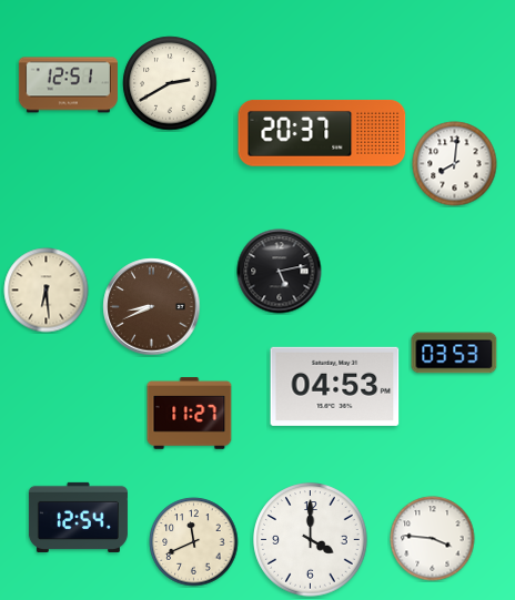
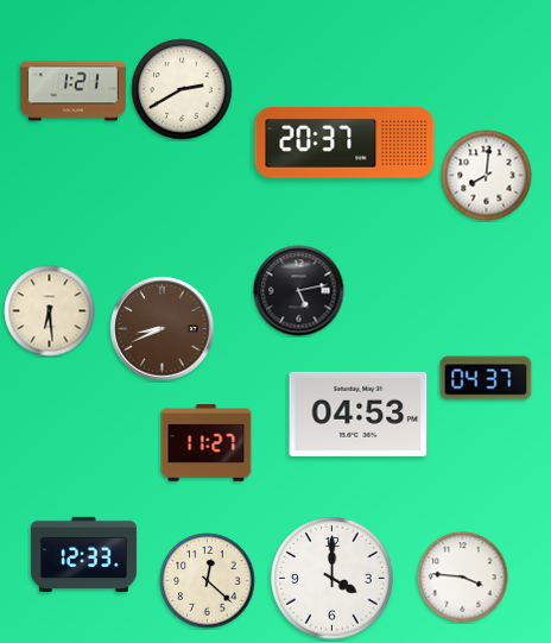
clock at (68, 85): 12:51 -> 1:21
clock at (454, 353): 03:53 -> 04:37
clock at (190, 414) position: (190, 414) -> (207, 443)
clock at (78, 517): 12:54 -> 12:33
clock at (194, 542): 11:41 -> 12:22
